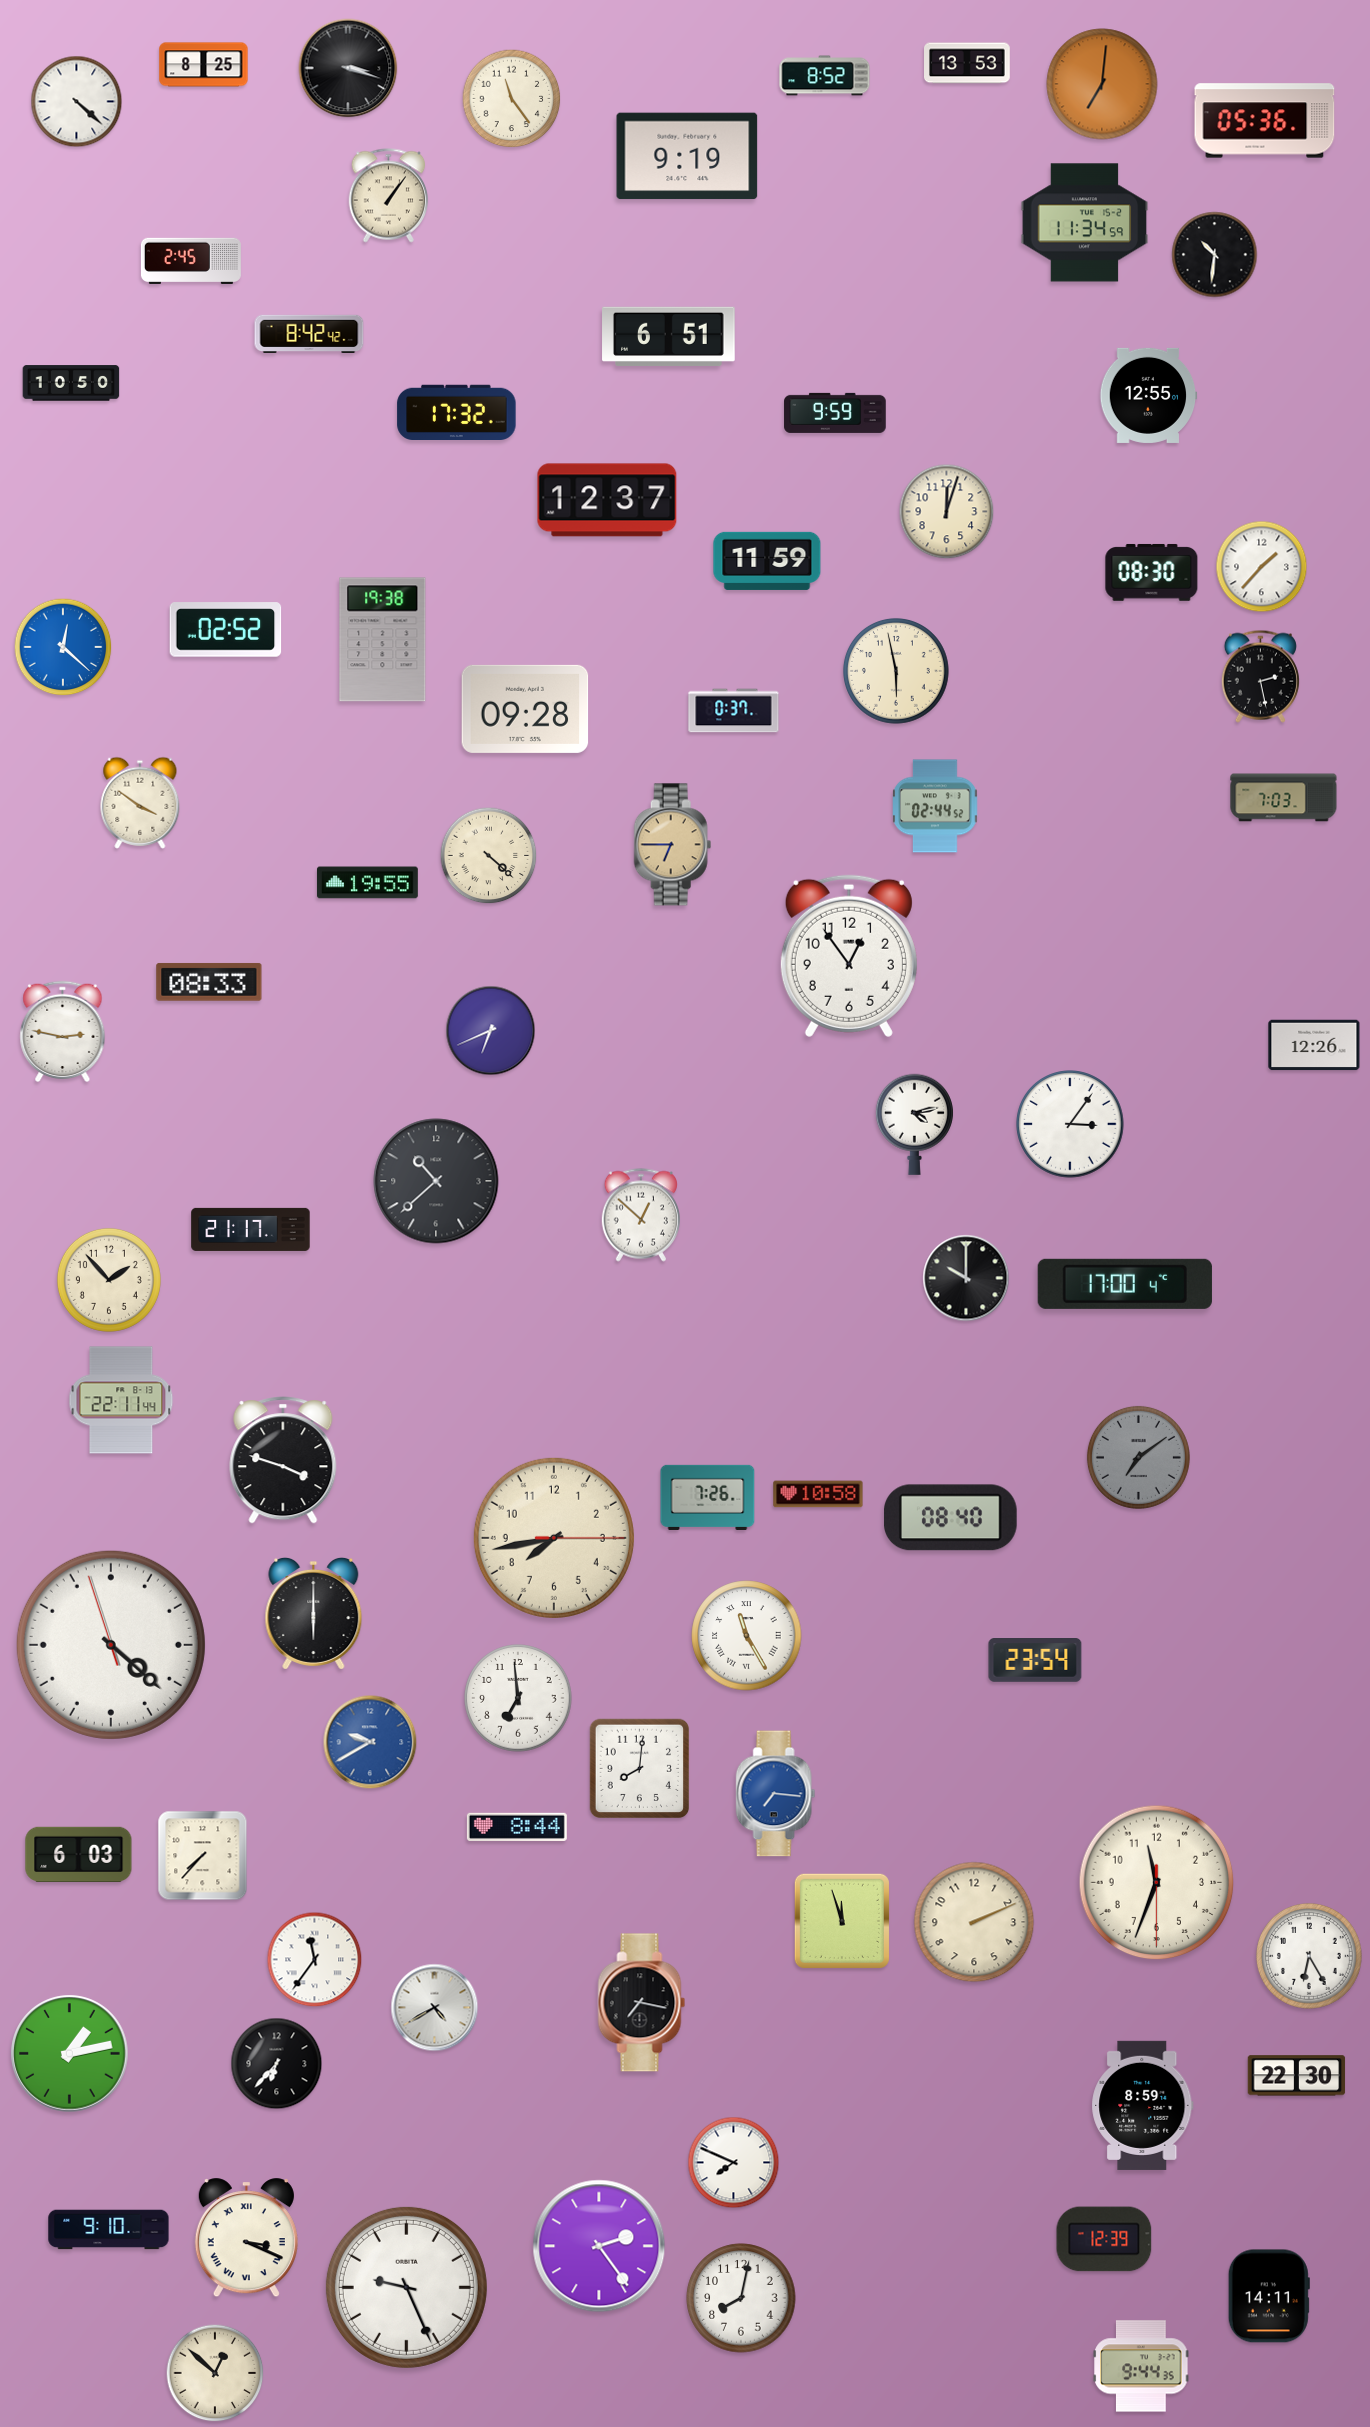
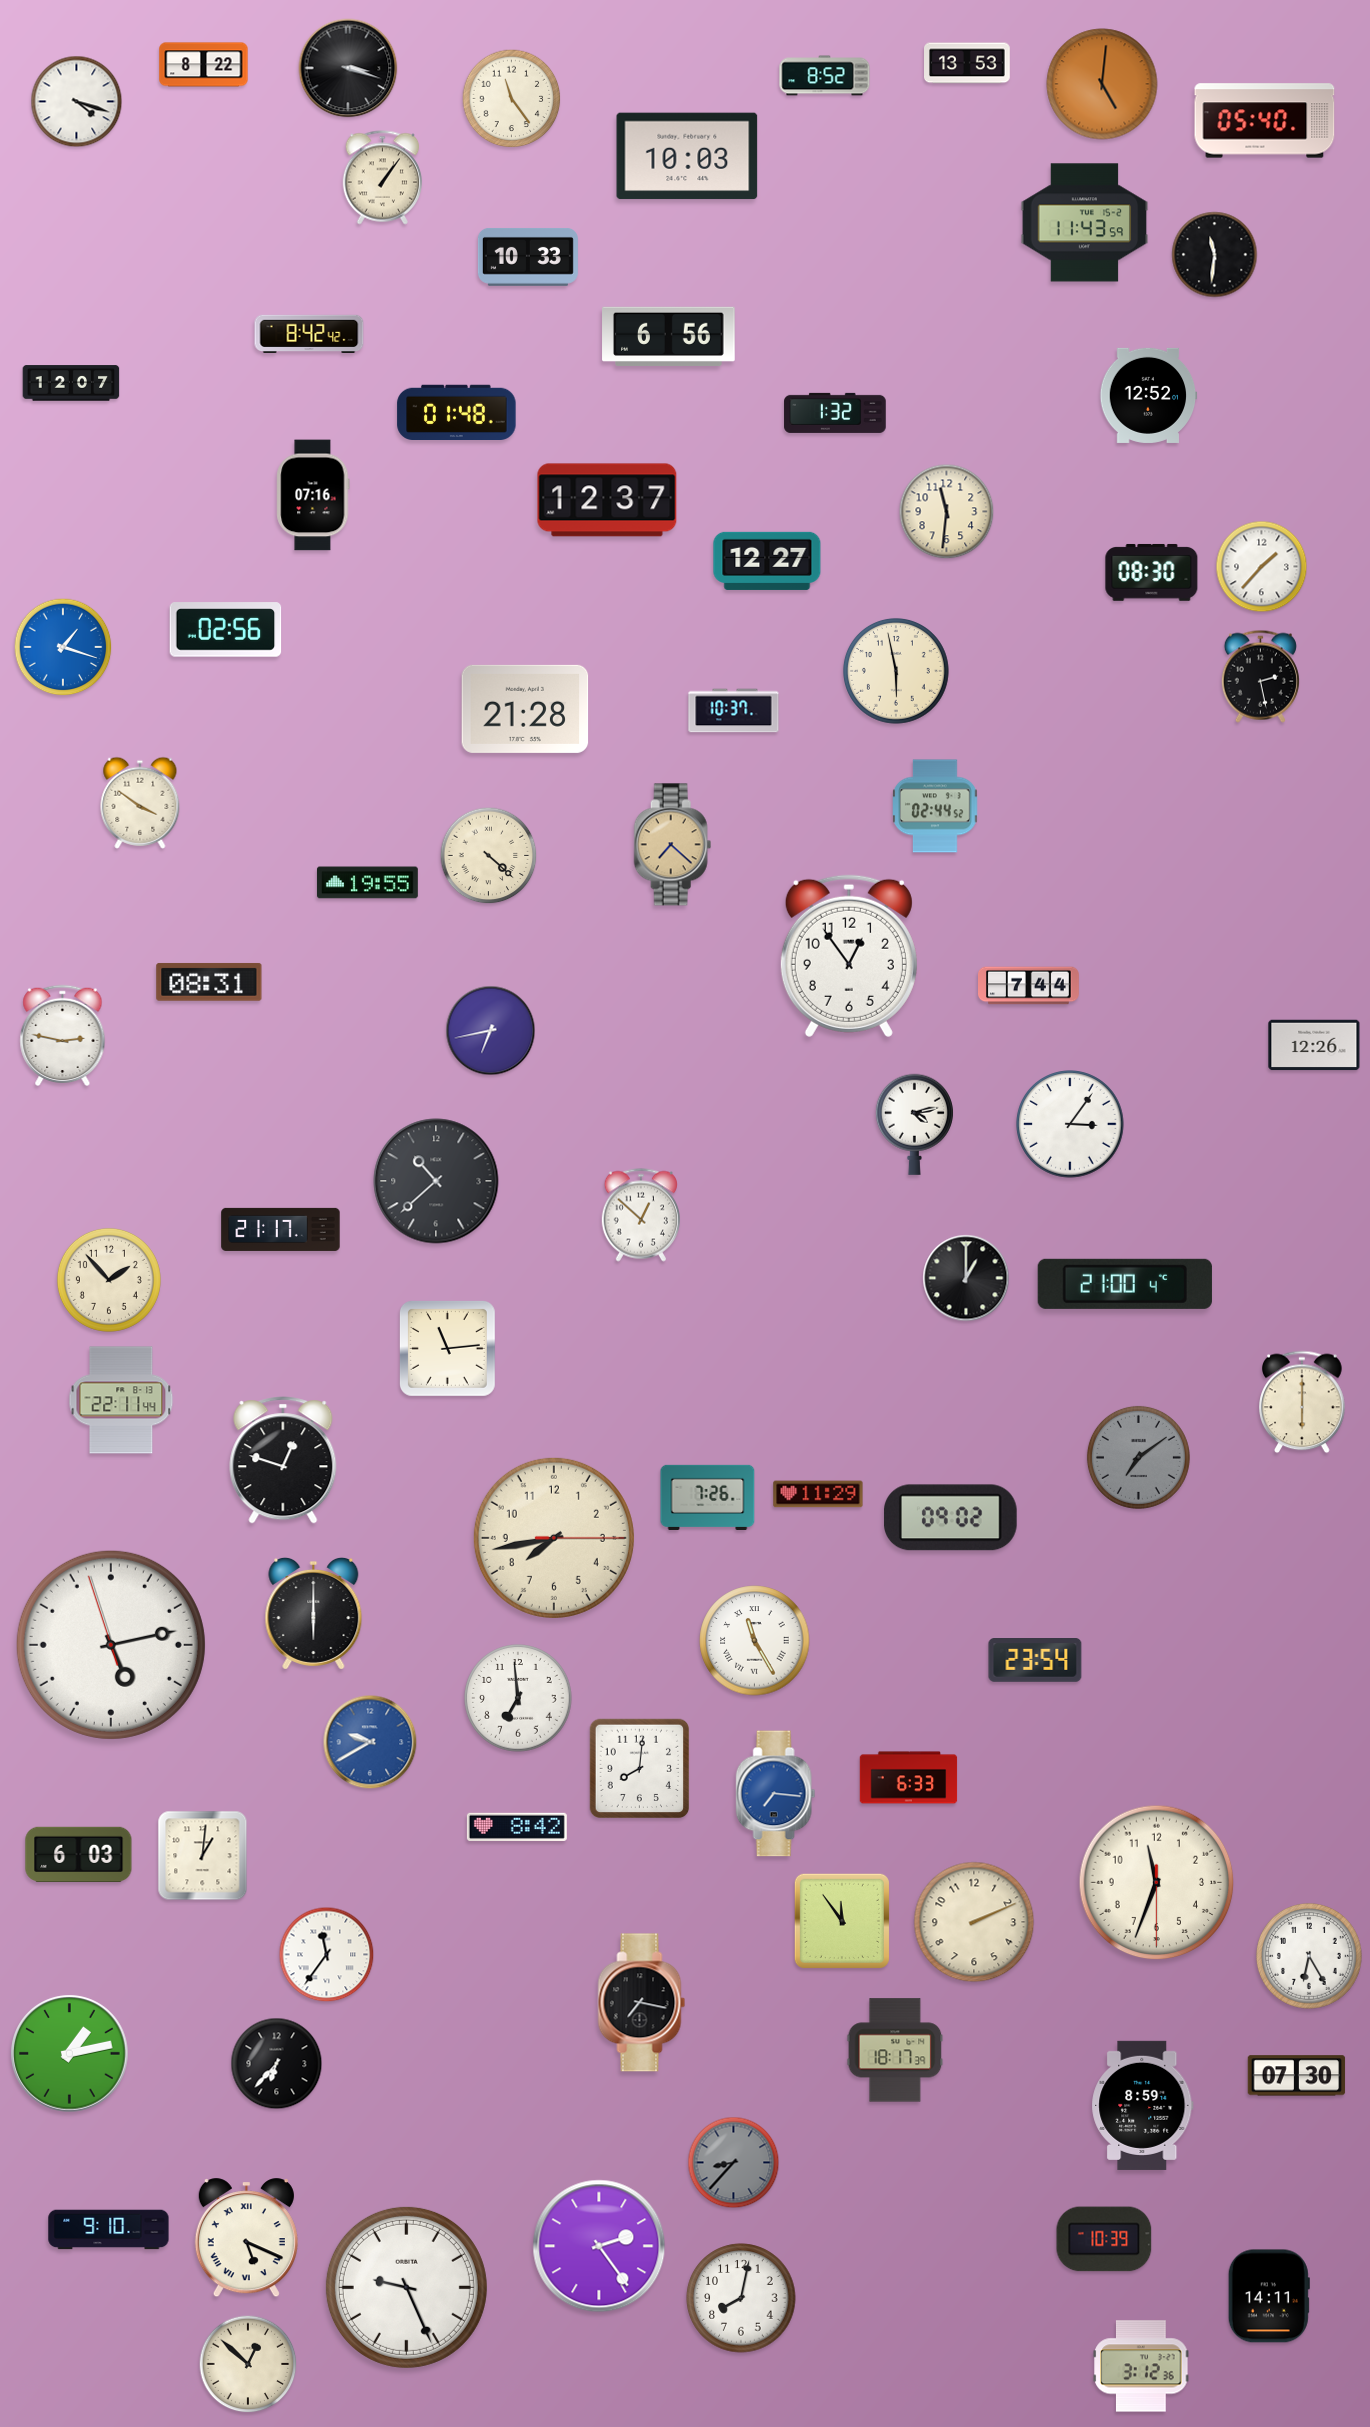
clock at (204, 65): 8:25 -> 8:22
clock at (1102, 84): 7:01 -> 5:01
clock at (77, 102): 4:22 -> 4:18
clock at (1265, 121): 05:36 -> 05:40
clock at (687, 156): 9:19 -> 10:03
clock at (389, 196) position: (389, 196) -> (383, 178)
clock at (1085, 223): 11:34 -> 11:43
clock at (1215, 255): 10:31 -> 11:31
clock at (528, 257): none -> 10:33
clock at (191, 261): 2:45 -> none
clock at (669, 337): 6:51 -> 6:56
clock at (71, 383): 10:50 -> 12:07
clock at (1149, 395): 12:55 -> 12:52
clock at (457, 412): 17:32 -> 01:48
clock at (835, 413): 9:59 -> 1:32
clock at (313, 495): none -> 07:16
clock at (947, 512): 12:03 -> 11:31
clock at (767, 561): 11:59 -> 12:27
clock at (226, 630): 02:52 -> 02:56
clock at (383, 640): 19:38 -> none
clock at (63, 647): 12:22 -> 1:18
clock at (525, 709): 09:28 -> 21:28
clock at (734, 711): 0:37 -> 10:37
clock at (1284, 798): 7:03 -> none
clock at (673, 845): 6:45 -> 7:22
clock at (209, 982): 08:33 -> 08:31
clock at (1029, 986): none -> 7:44
clock at (491, 1031): 6:41 -> 6:43
clock at (63, 1032) position: (63, 1032) -> (63, 1036)
clock at (251, 1229) position: (251, 1229) -> (281, 1229)
clock at (966, 1278): 10:00 -> 1:00
clock at (1125, 1284): 17:00 -> 21:00
clock at (447, 1348): none -> 11:14
clock at (1302, 1402): none -> 6:00
clock at (283, 1460): 3:48 -> 12:48
clock at (818, 1494): 10:58 -> 11:29
clock at (951, 1518): 08:40 -> 09:02
clock at (747, 1636) position: (747, 1636) -> (755, 1641)
clock at (111, 1645): 4:21 -> 5:12
clock at (909, 1778): none -> 6:33
clock at (517, 1827): 8:44 -> 8:42
clock at (203, 1856): 7:37 -> 1:01
clock at (842, 1921): 11:57 -> 11:54
clock at (315, 1960) position: (315, 1960) -> (327, 1955)
clock at (435, 2008): 4:40 -> none
clock at (895, 2050): none -> 18:17
clock at (1297, 2076): 22:30 -> 07:30
clock at (734, 2163): 7:49 -> 8:37
clock at (734, 2163) dial: white -> grey
clock at (246, 2238): 3:19 -> 5:19
clock at (1104, 2239): 12:39 -> 10:39
clock at (1141, 2366): 9:44 -> 3:12
clock at (215, 2373) position: (215, 2373) -> (248, 2364)
